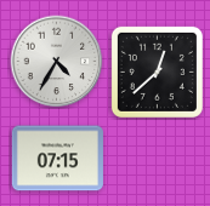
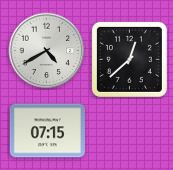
clock at (57, 62): 4:35 -> 4:40
